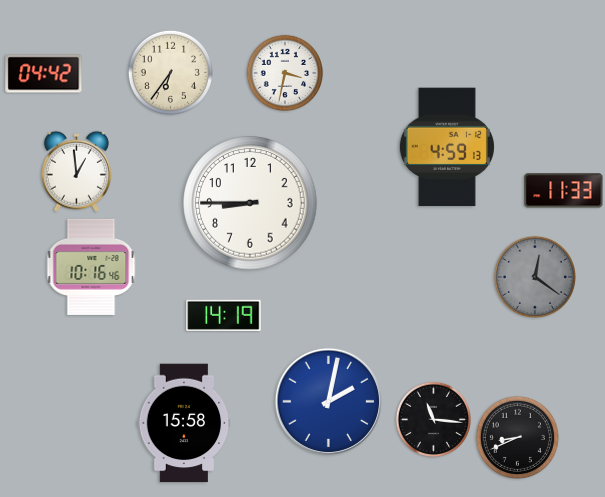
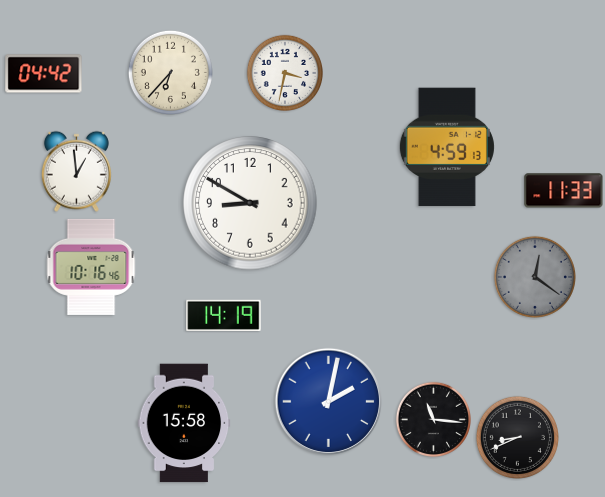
clock at (170, 72): 6:36 -> 6:37
clock at (250, 203): 8:45 -> 8:50
